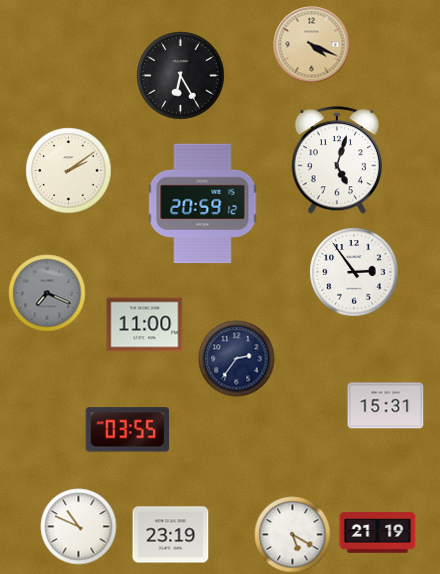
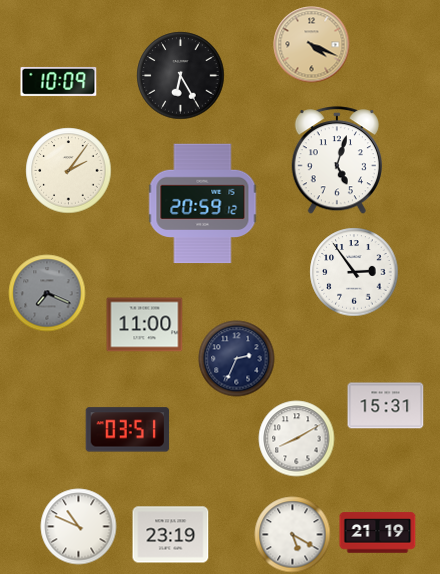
clock at (59, 81): none -> 10:09
clock at (69, 171): 2:09 -> 2:06
clock at (237, 359): 2:36 -> 2:34
clock at (128, 430): 03:55 -> 03:51
clock at (297, 439): none -> 8:10
